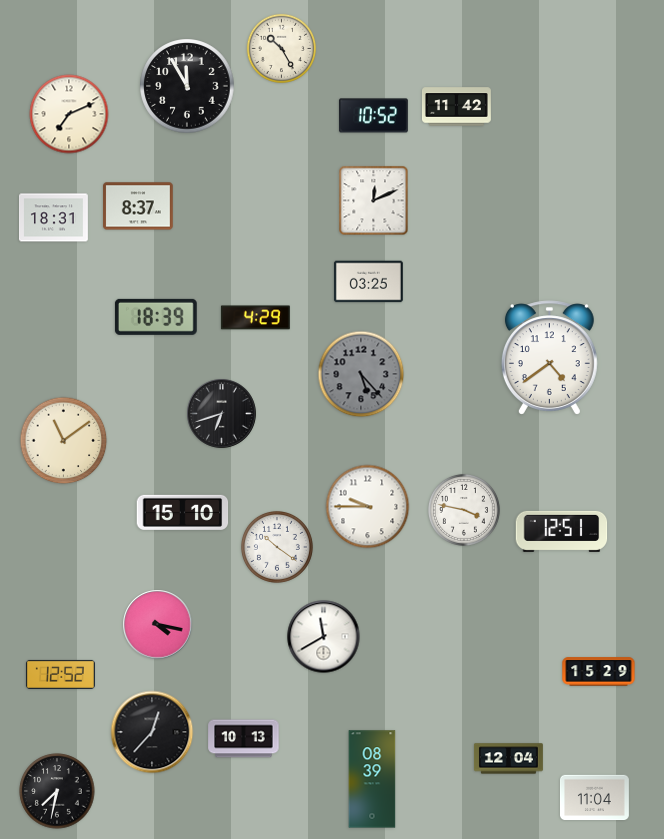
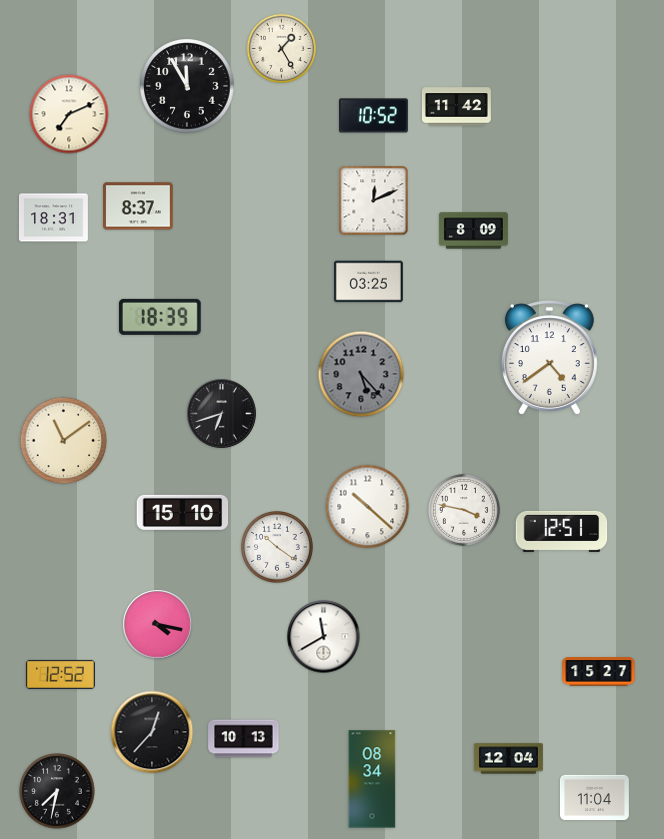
clock at (282, 49): 10:25 -> 1:25
clock at (473, 231): none -> 8:09
clock at (156, 317) position: (156, 317) -> (160, 317)
clock at (255, 318): 4:29 -> none
clock at (368, 507): 9:45 -> 10:22
clock at (599, 672): 15:29 -> 15:27
clock at (372, 779): 08:39 -> 08:34
